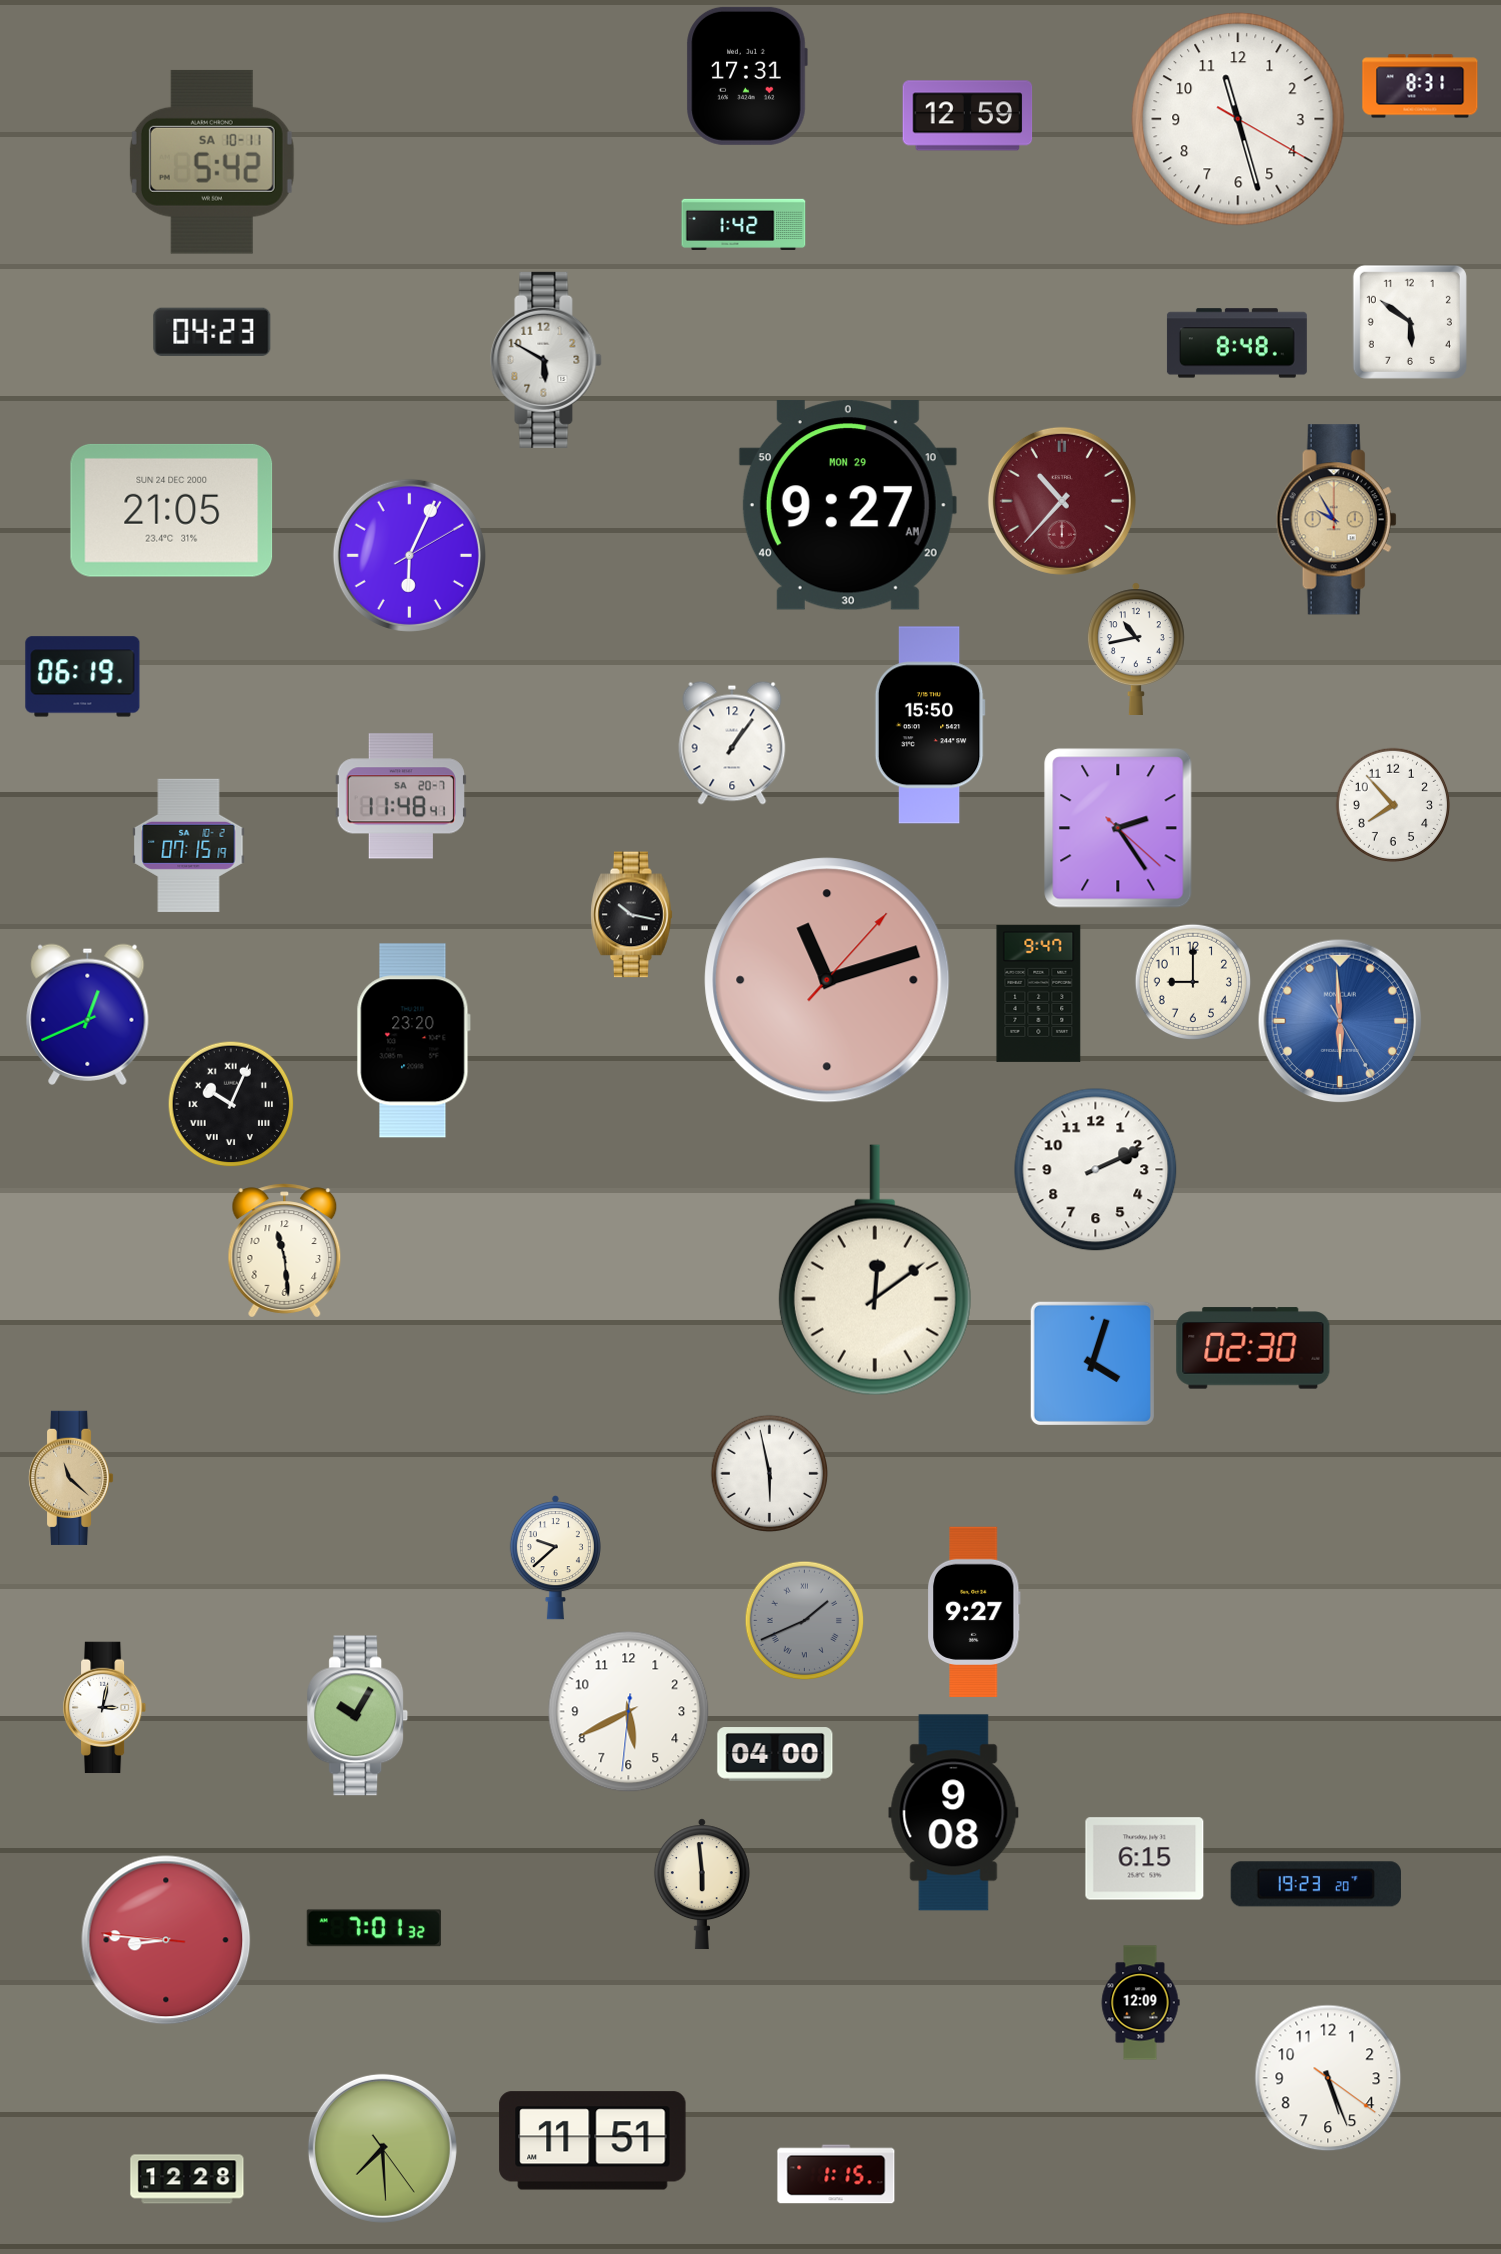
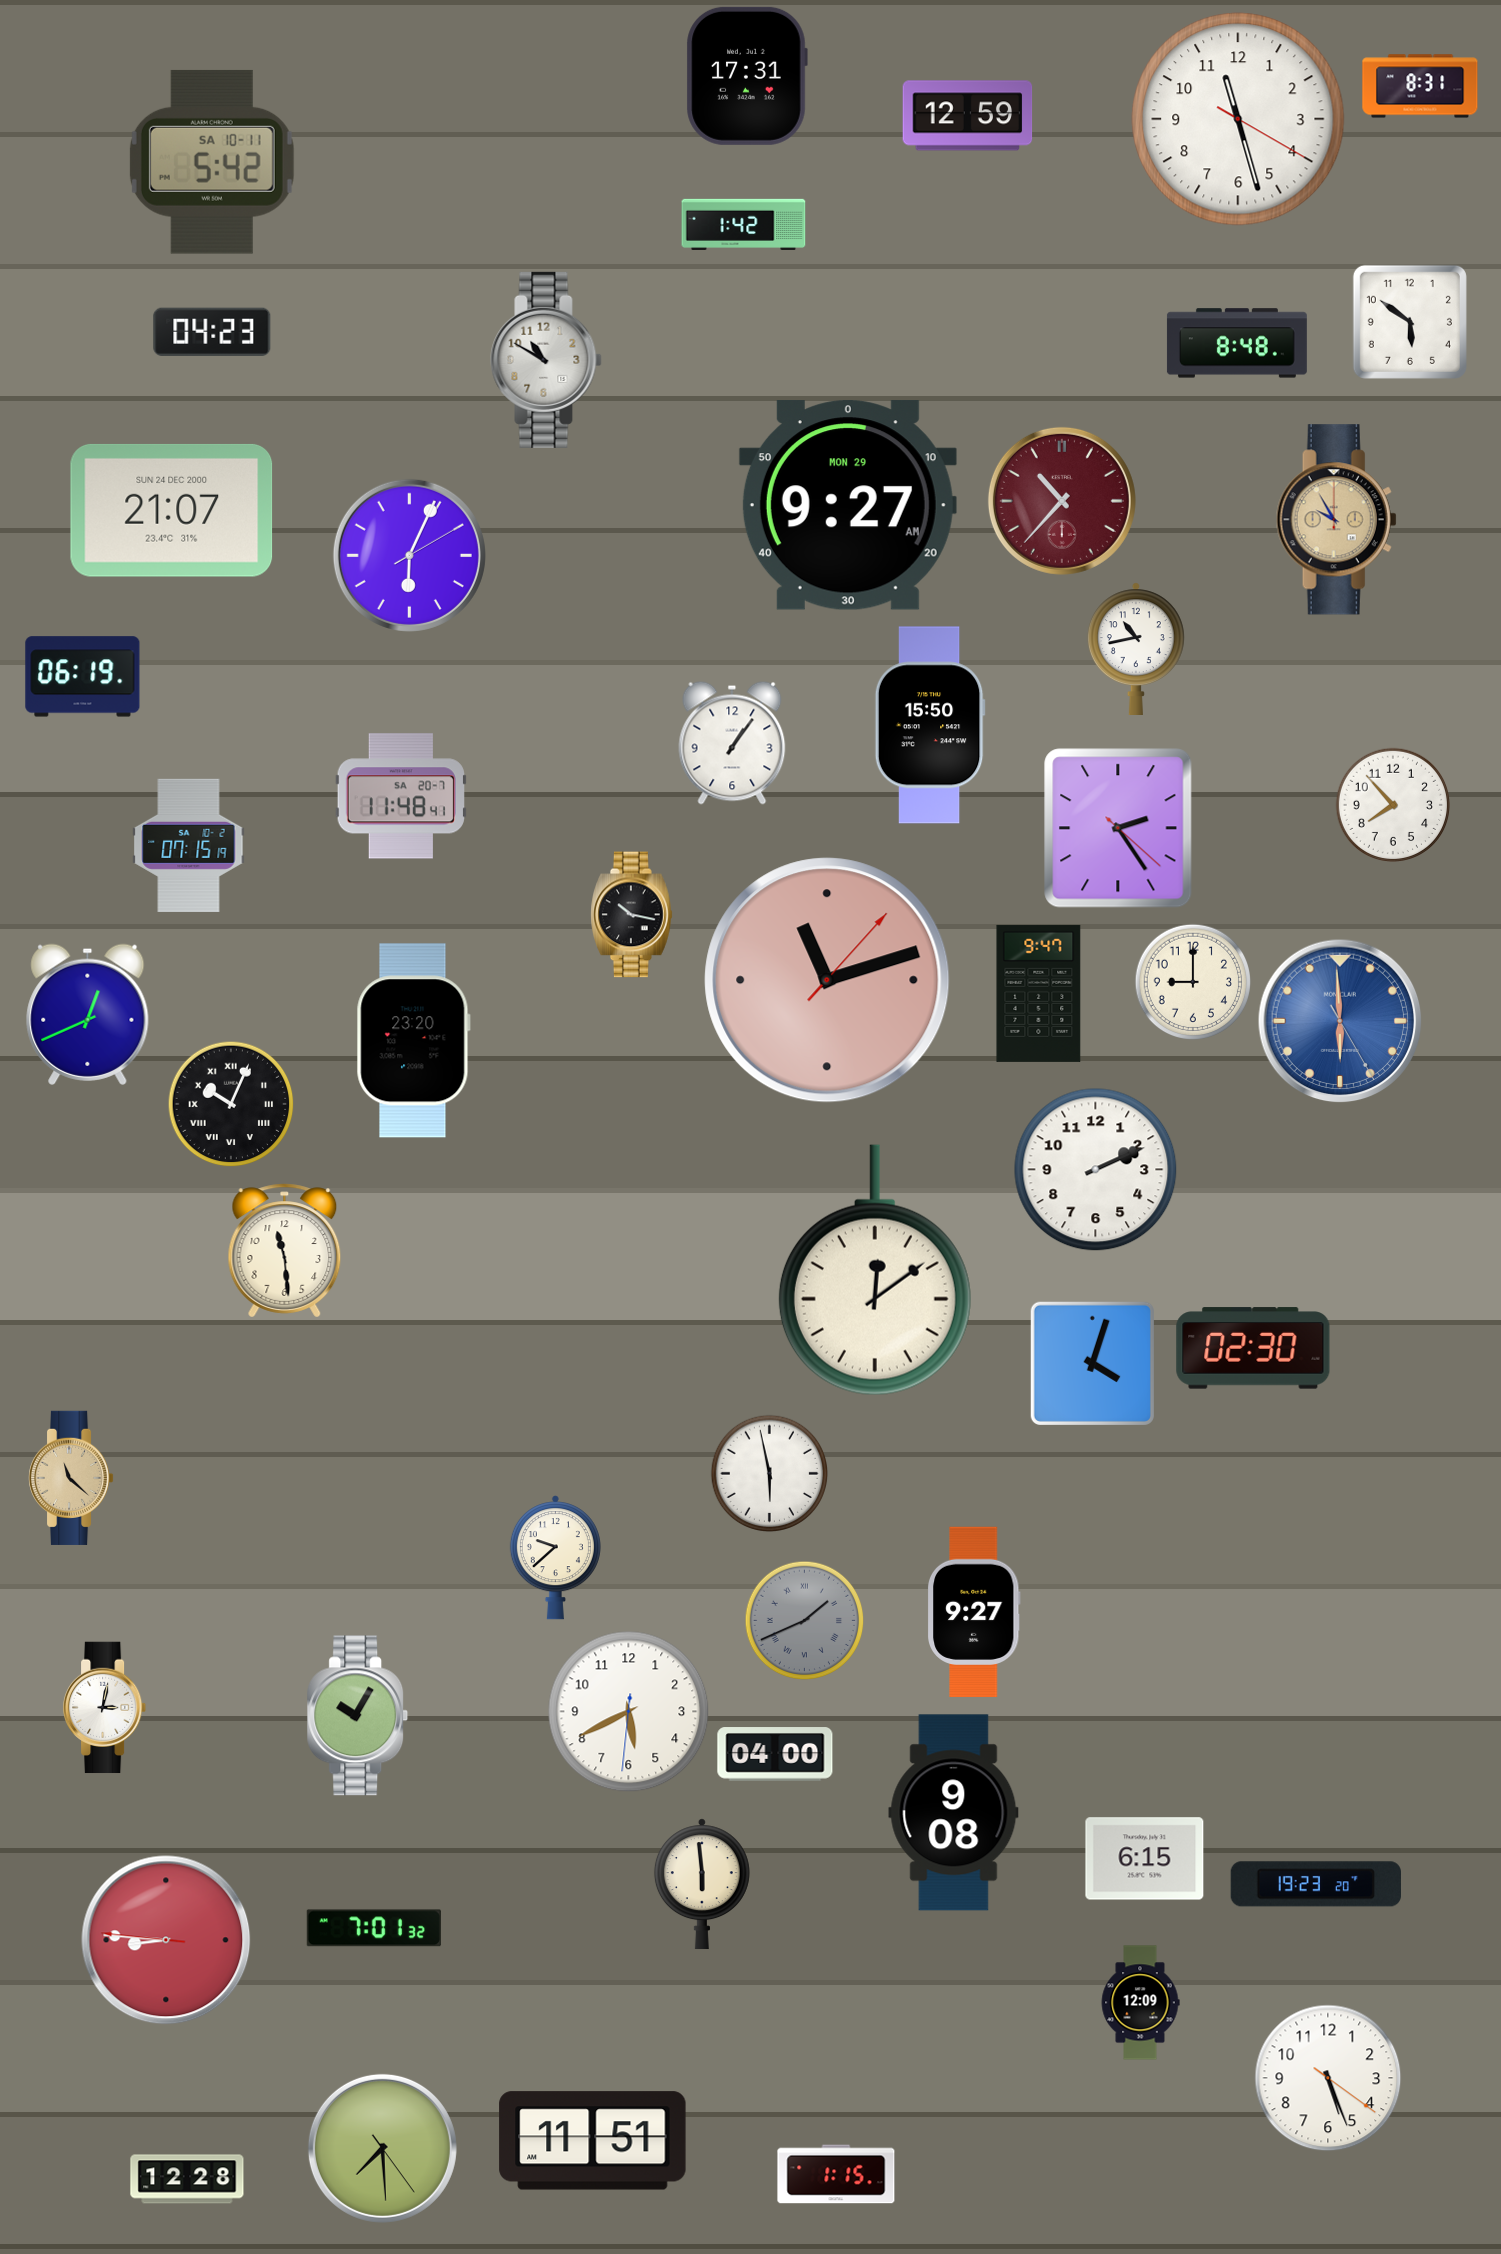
clock at (546, 360): 5:50 -> 10:50
clock at (172, 510): 21:05 -> 21:07
